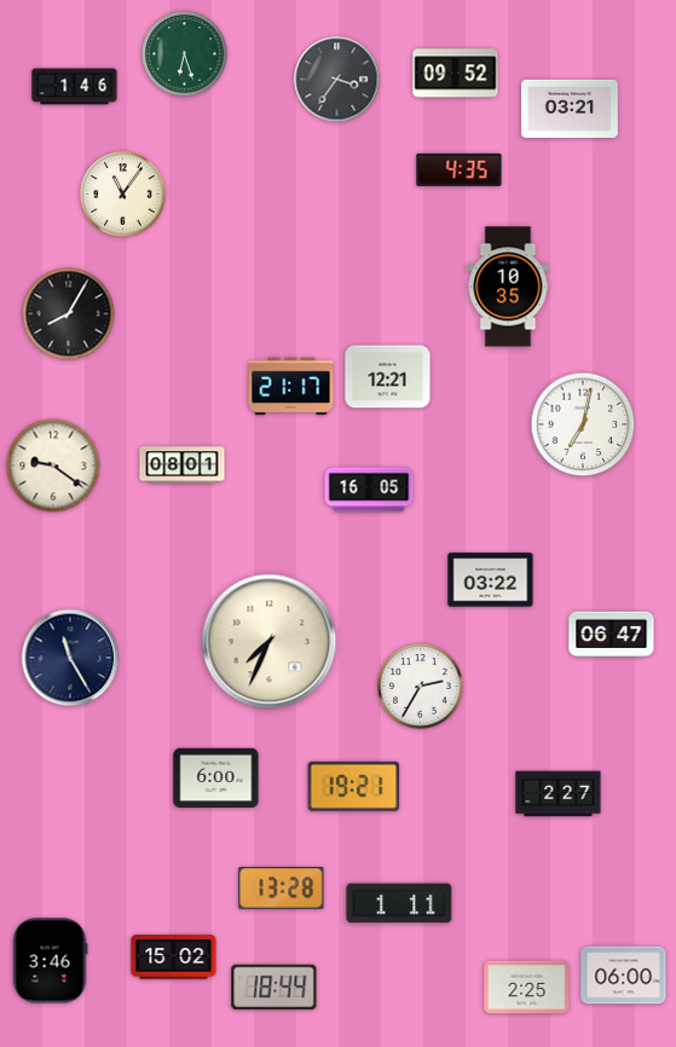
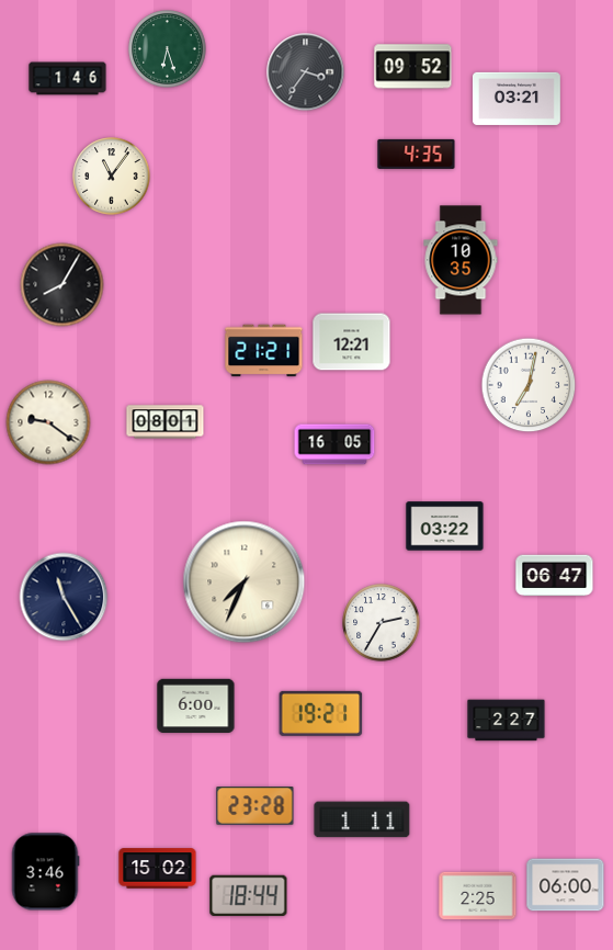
clock at (291, 387): 21:17 -> 21:21
clock at (282, 889): 13:28 -> 23:28
